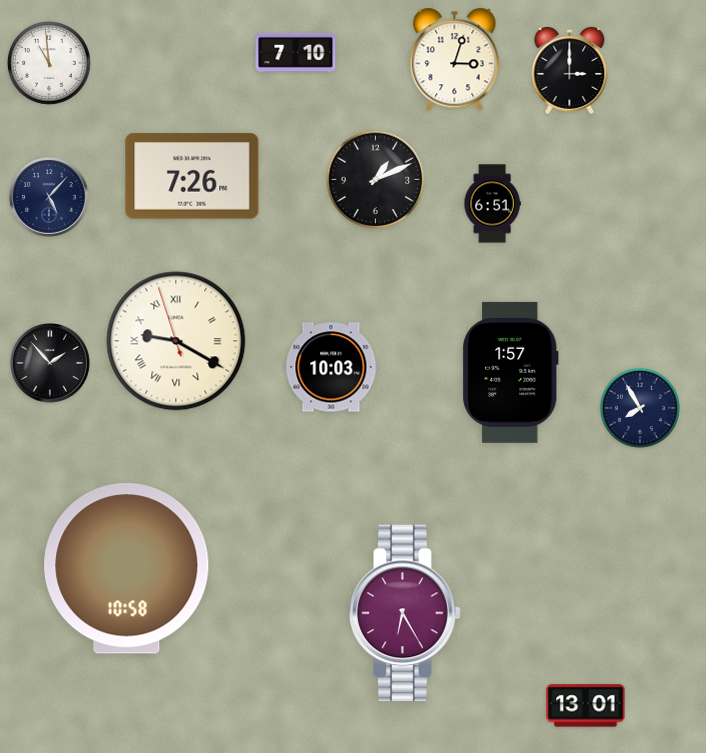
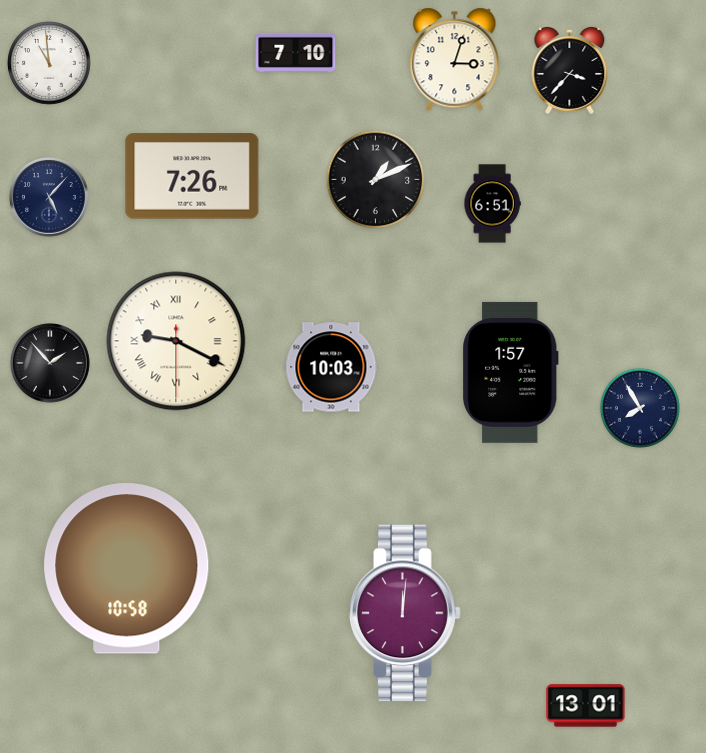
clock at (570, 71): 3:00 -> 3:37
clock at (176, 341): 9:19:57 -> 9:19:30
clock at (405, 613): 6:25 -> 12:01
